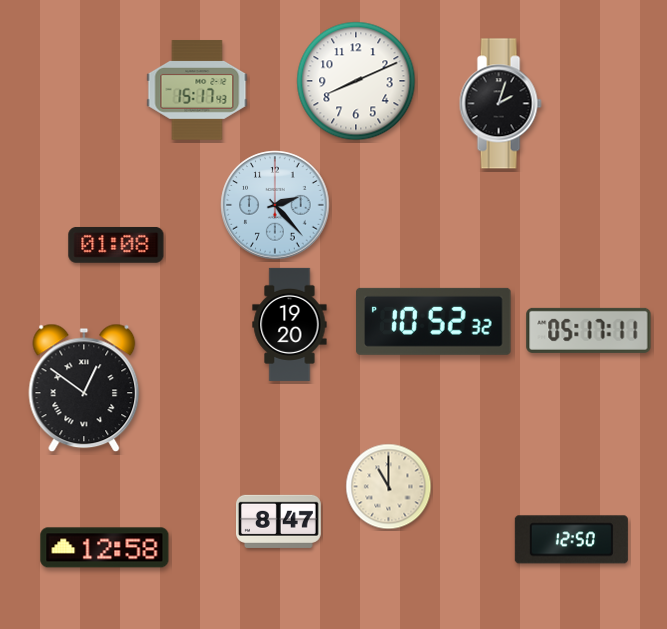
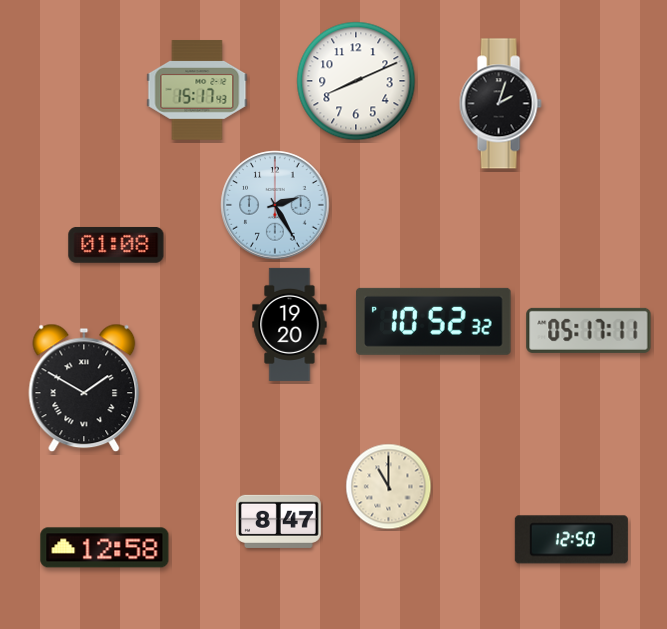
clock at (275, 205): 2:23 -> 2:25
clock at (84, 388): 12:51 -> 1:50
